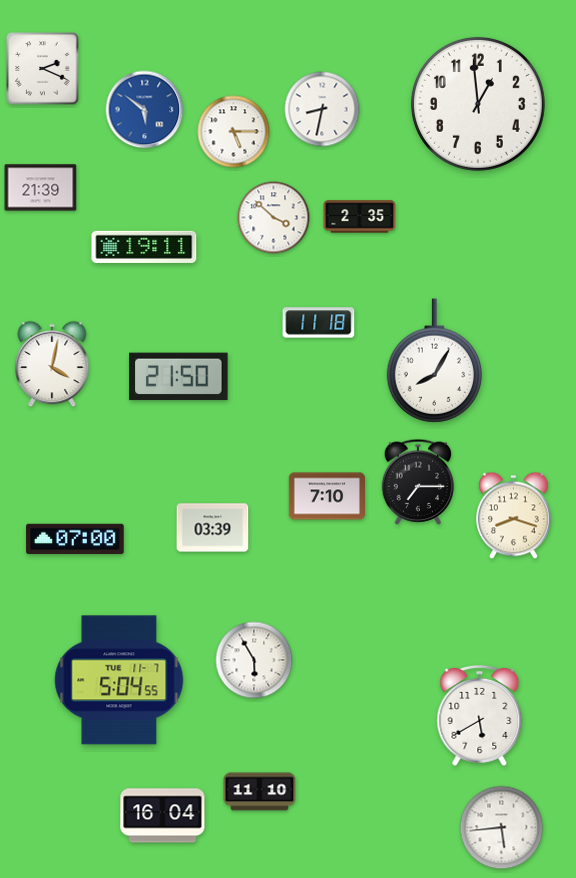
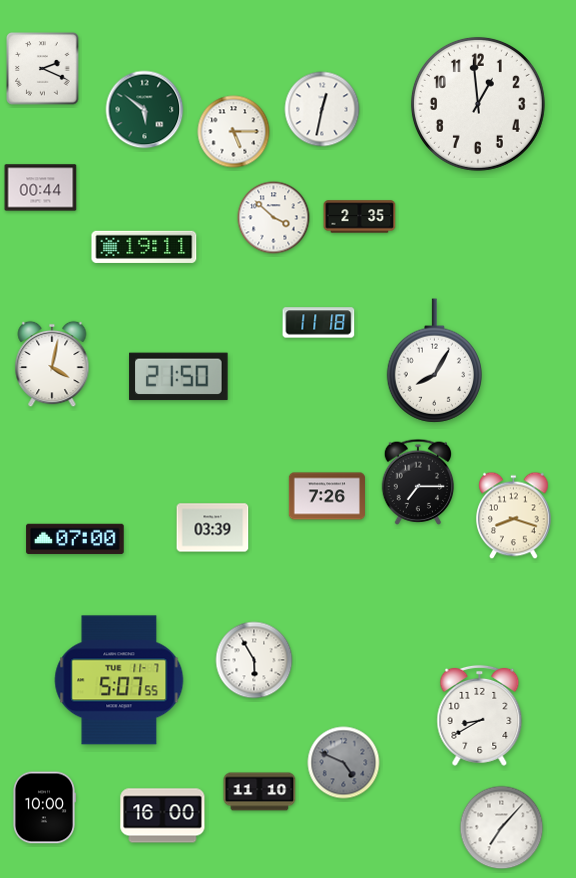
clock at (322, 109): 8:32 -> 12:32
clock at (145, 110) dial: blue -> green
clock at (41, 188): 21:39 -> 00:44
clock at (326, 496): 7:10 -> 7:26
clock at (119, 680): 5:04 -> 5:07
clock at (480, 715): 5:40 -> 8:40
clock at (344, 763): none -> 4:49
clock at (44, 808): none -> 10:00
clock at (163, 816): 16:04 -> 16:00
clock at (502, 828): 5:44 -> 7:07
